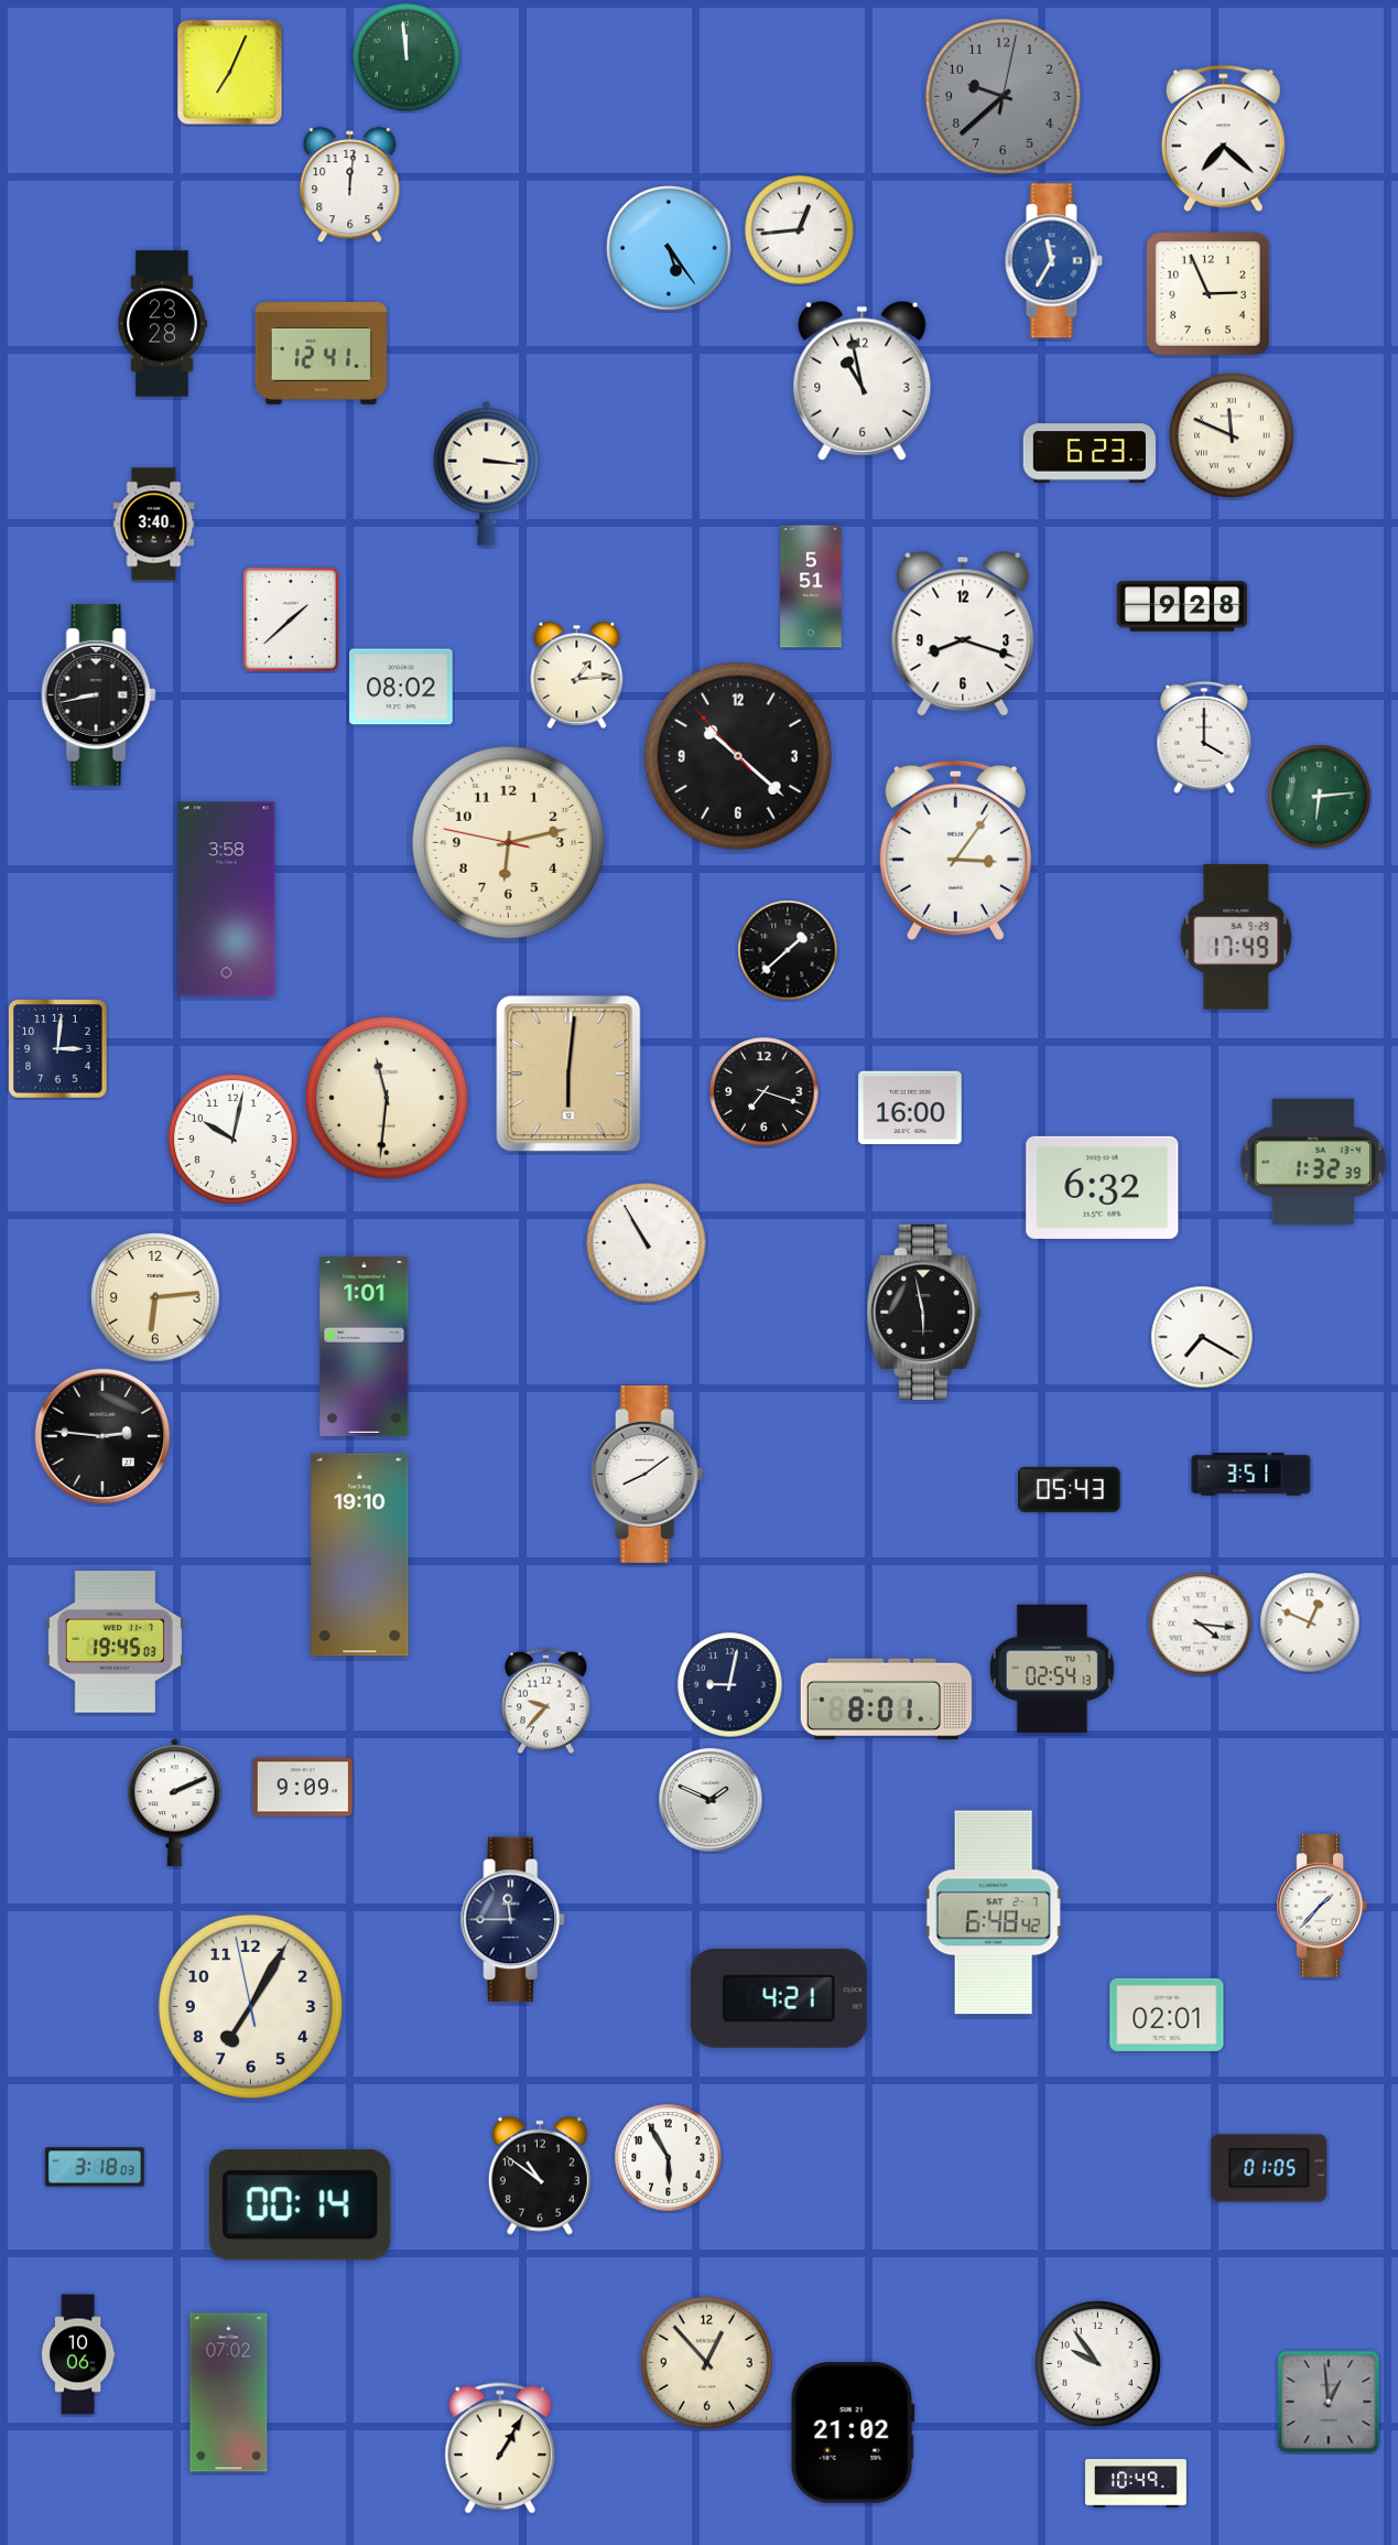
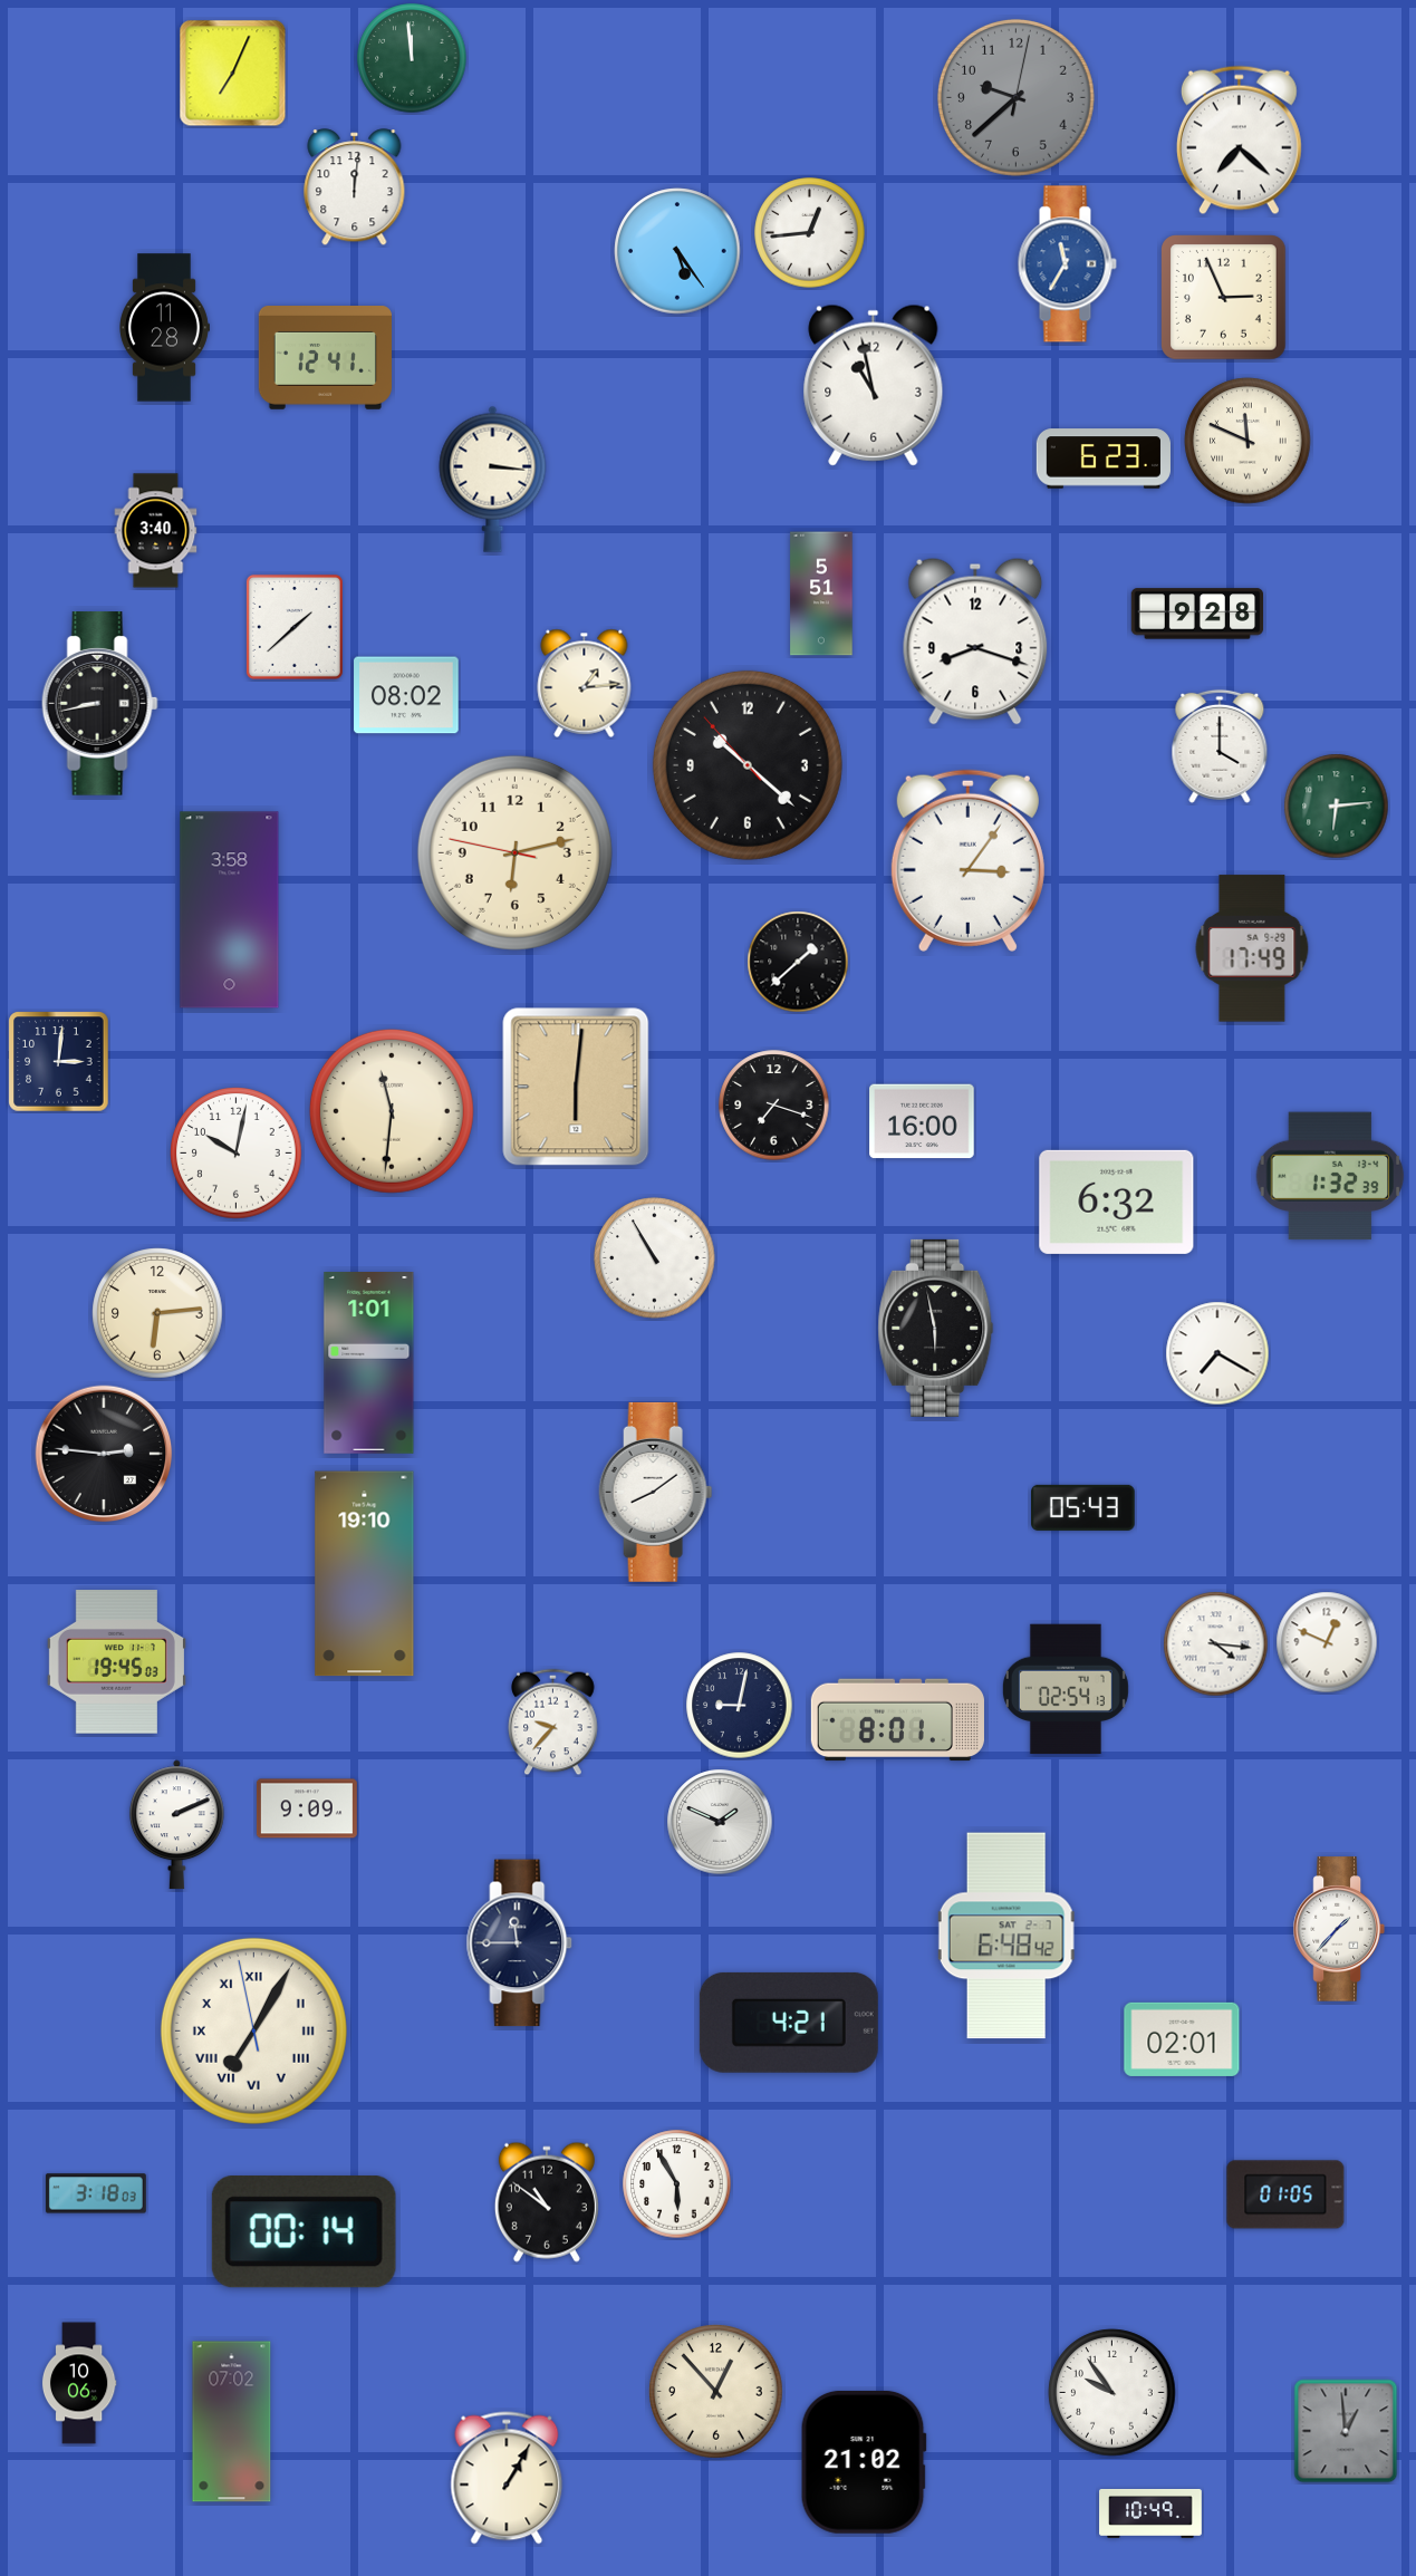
clock at (163, 324): 23:28 -> 11:28
clock at (1251, 1475): 3:51 -> none
clock at (250, 2006) numerals: Arabic -> Roman
